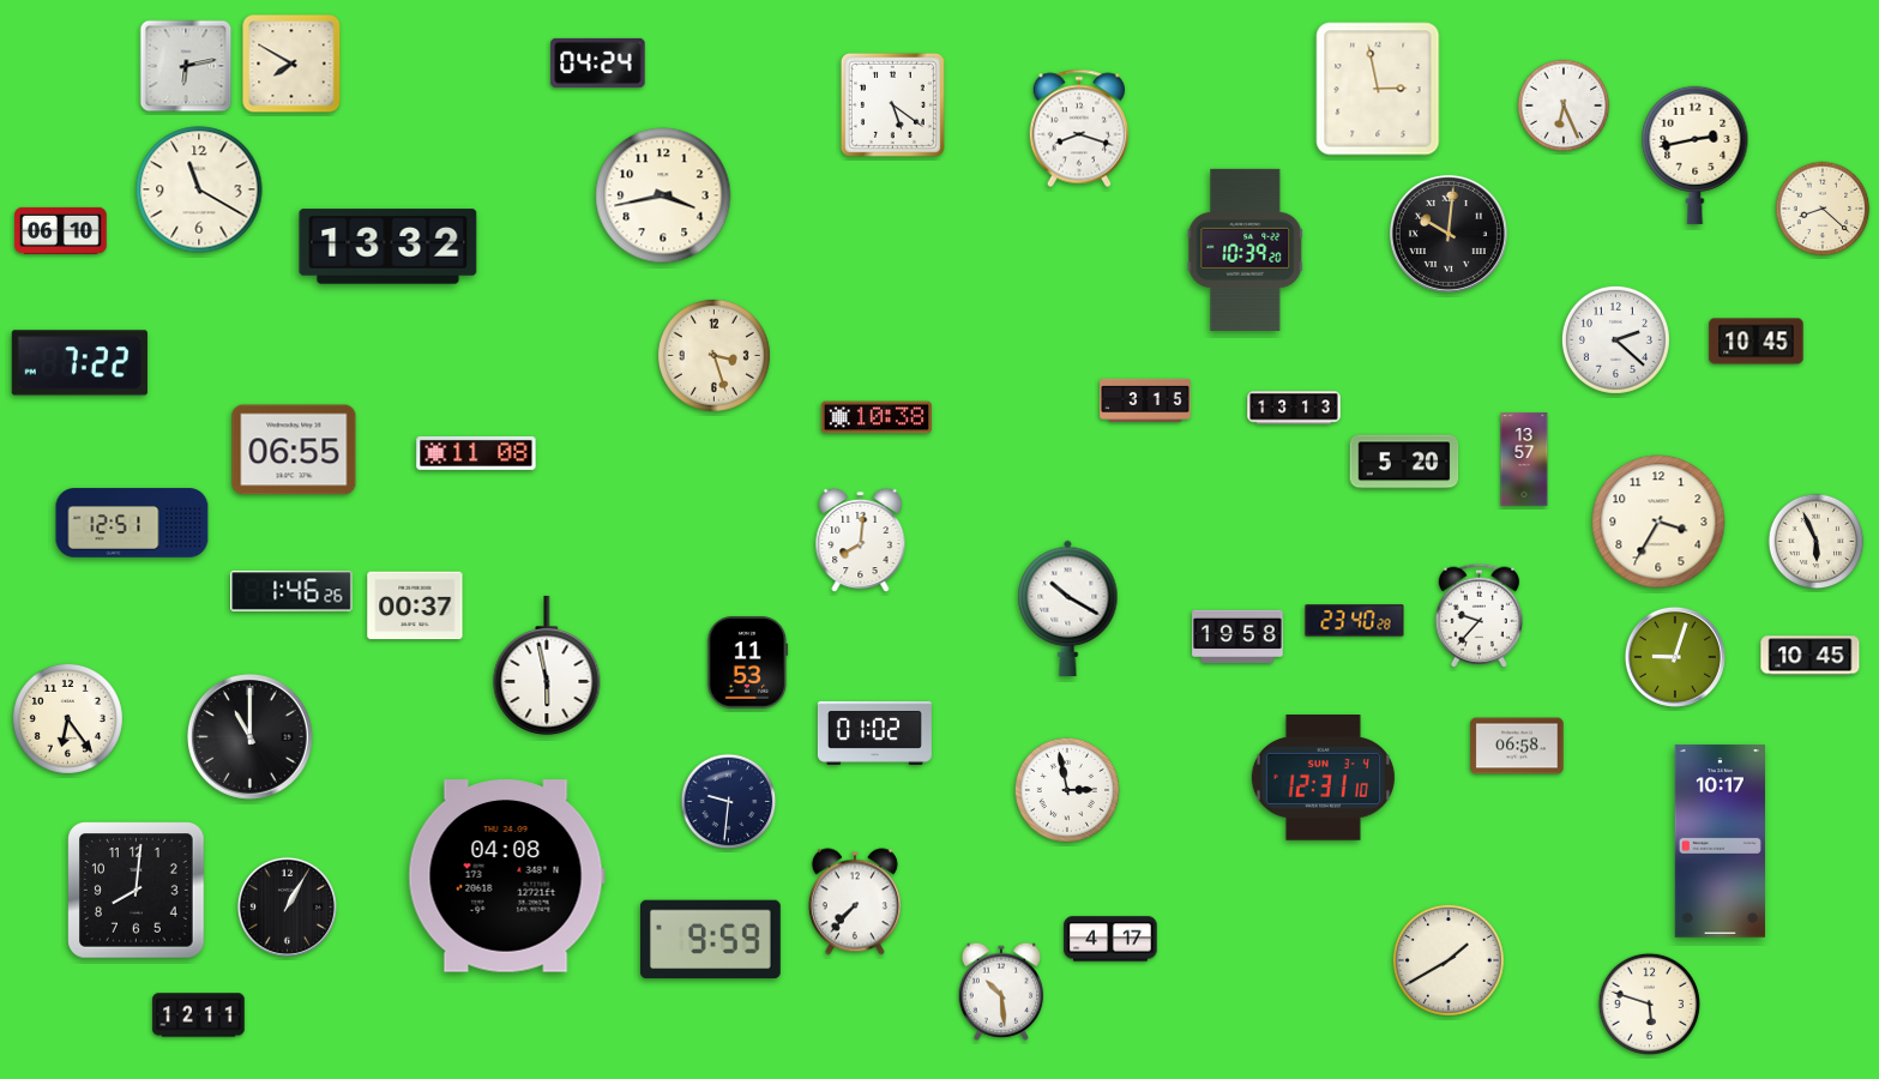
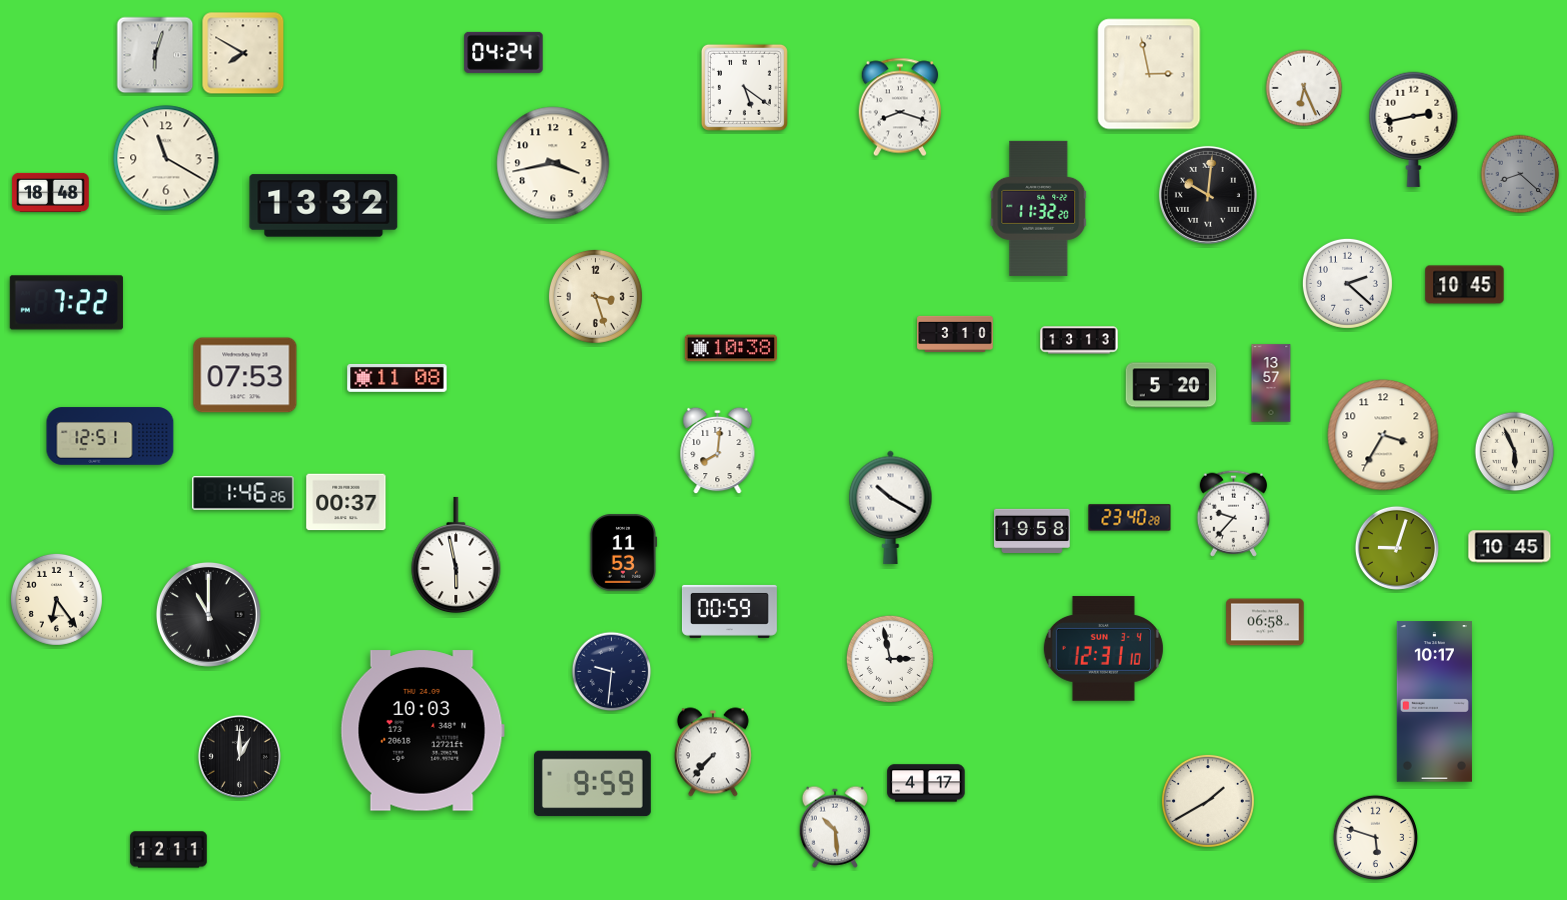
clock at (598, 62) position: (598, 62) -> (504, 52)
clock at (186, 66): 6:13 -> 6:03
clock at (1823, 209) dial: cream -> grey
clock at (61, 230): 06:10 -> 18:48
clock at (1246, 249): 10:39 -> 11:32
clock at (1145, 400): 3:15 -> 3:10
clock at (294, 450): 06:55 -> 07:53
clock at (415, 605) position: (415, 605) -> (346, 502)
clock at (874, 733): 01:02 -> 00:59
clock at (729, 802) position: (729, 802) -> (612, 672)
clock at (506, 876): 04:08 -> 10:03
clock at (137, 891): 8:01 -> none
clock at (287, 906): 1:05 -> 1:00
clock at (199, 1015) position: (199, 1015) -> (169, 850)
